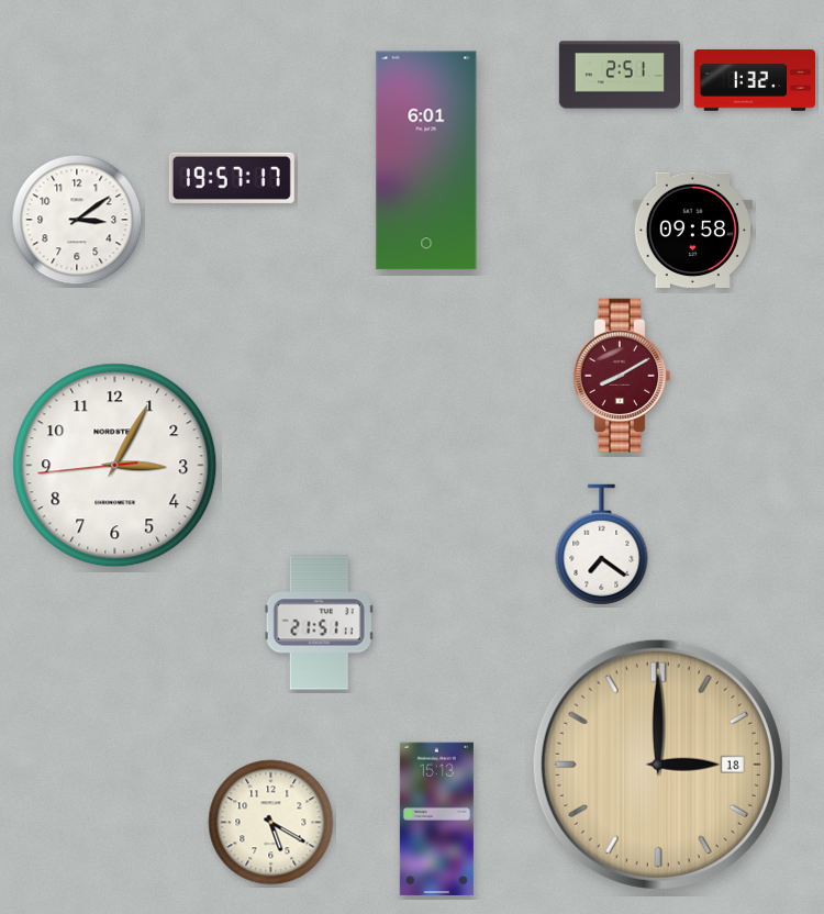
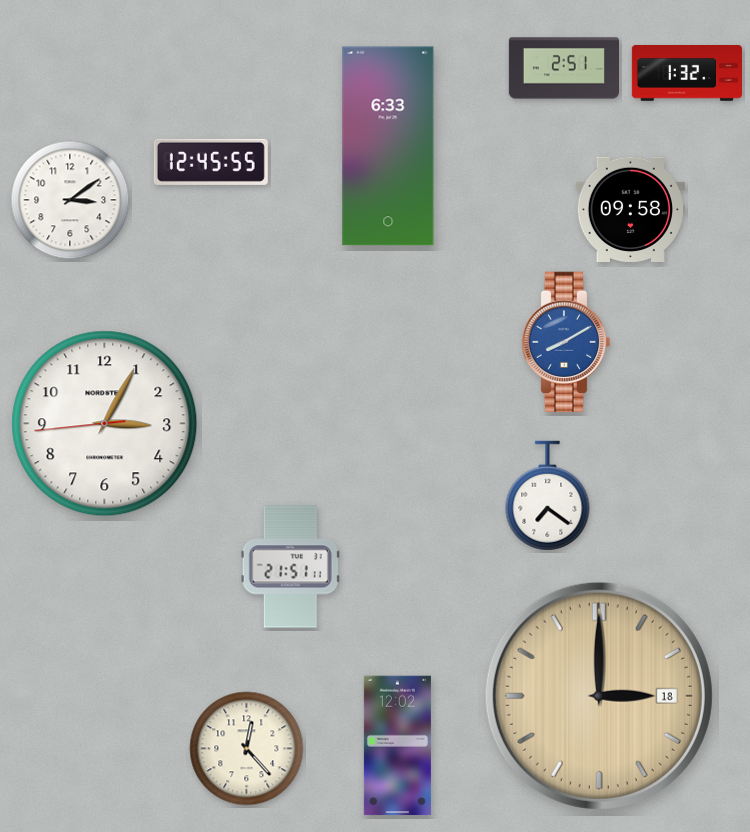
clock at (426, 160): 6:01 -> 6:33
clock at (232, 178): 19:57 -> 12:45
clock at (622, 375) dial: burgundy -> blue
clock at (436, 820): 15:13 -> 12:02
clock at (271, 823): 5:20 -> 12:23
